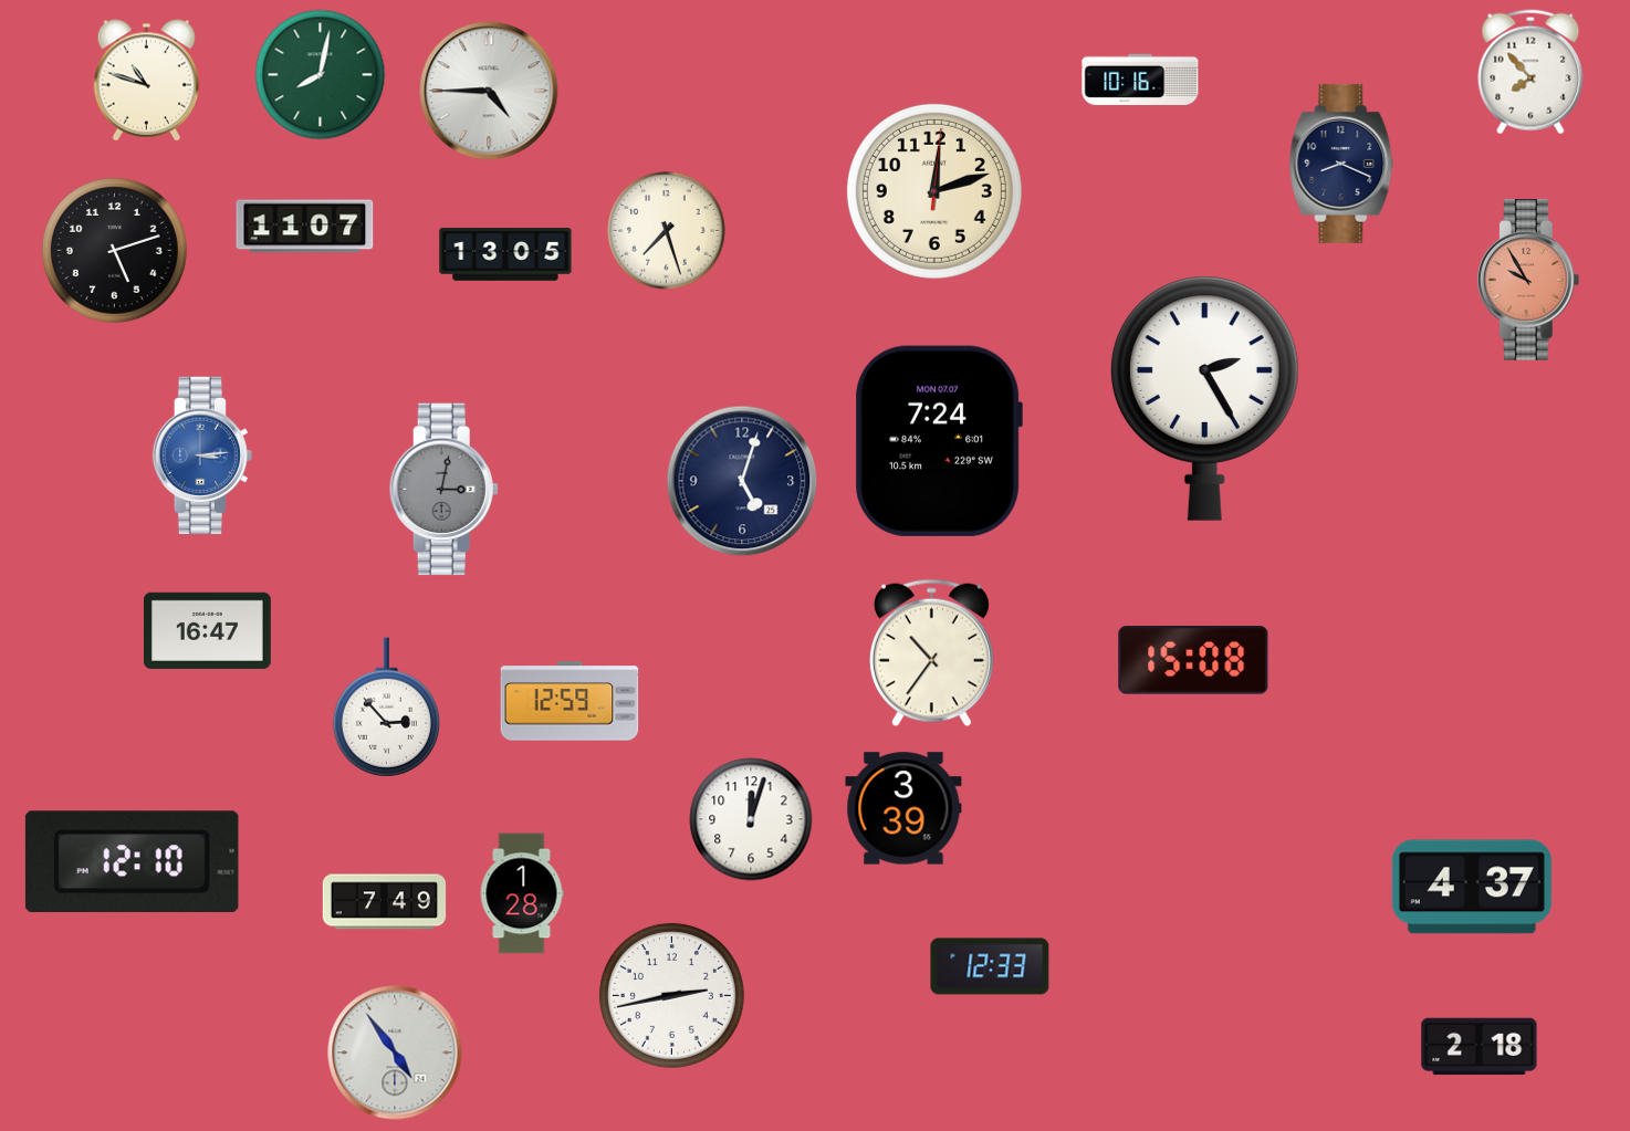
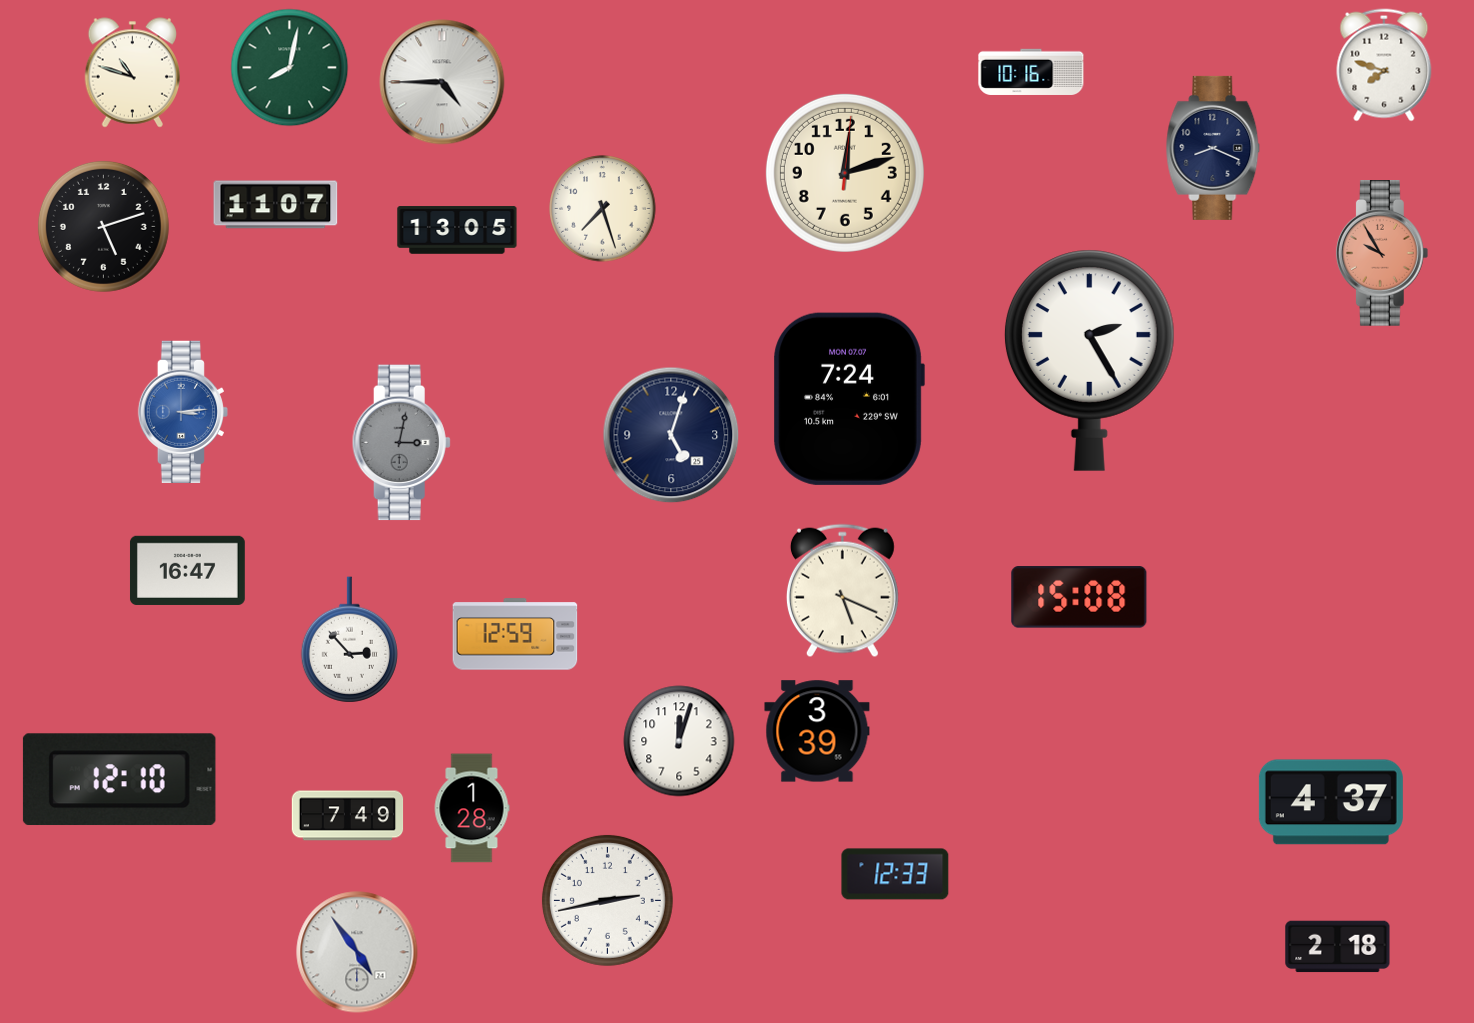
clock at (1530, 72): 7:53 -> 7:48
clock at (931, 653): 10:36 -> 5:19
